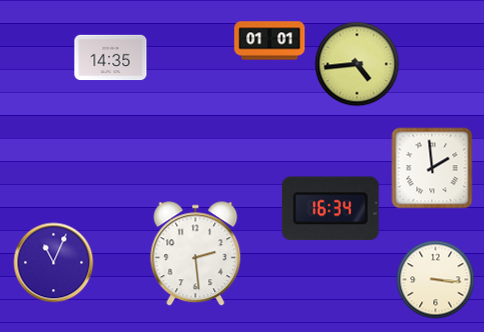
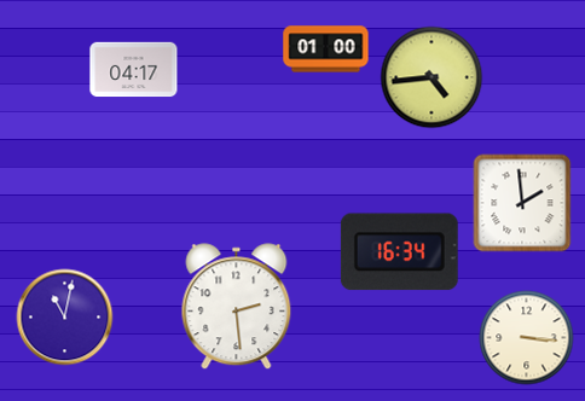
clock at (270, 41): 01:01 -> 01:00
clock at (111, 58): 14:35 -> 04:17
clock at (54, 263): 11:04 -> 11:02
